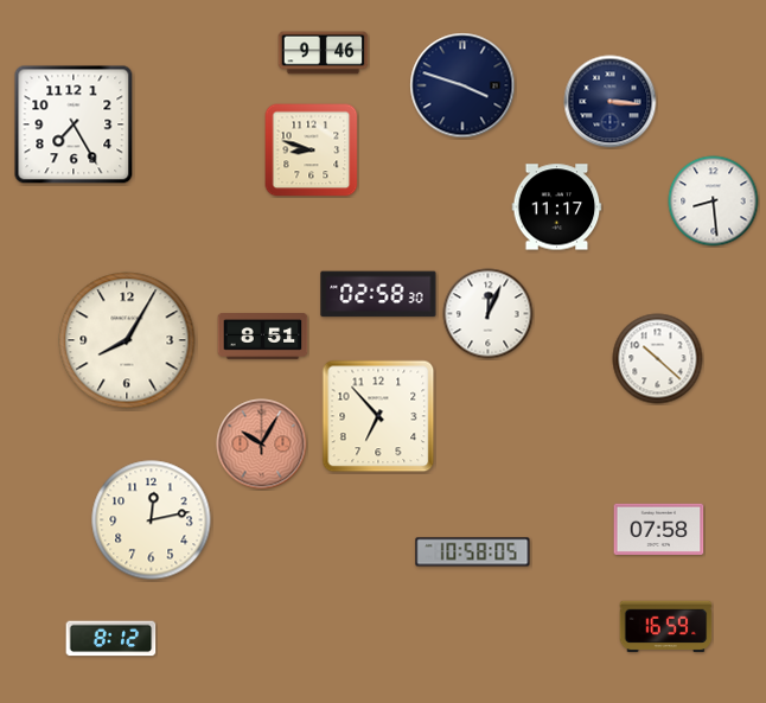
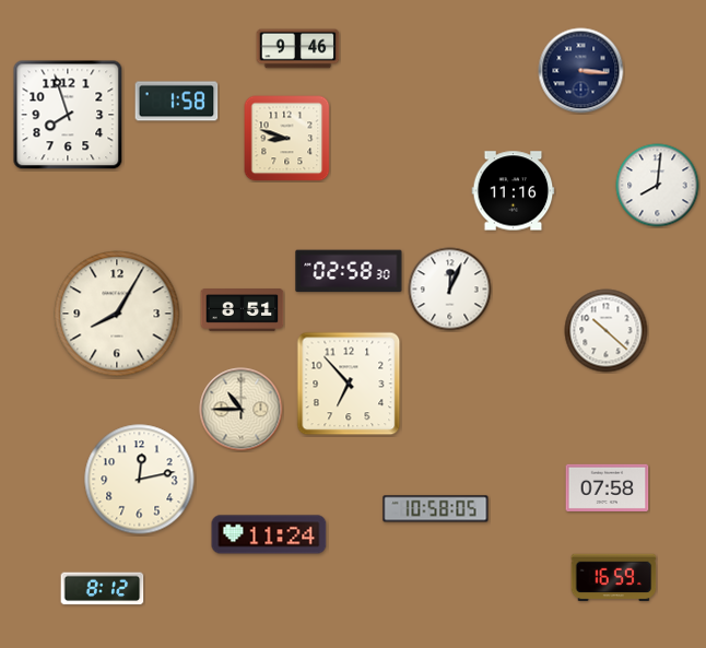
clock at (462, 85): 3:48 -> none
clock at (611, 102) position: (611, 102) -> (581, 71)
clock at (177, 102): none -> 1:58
clock at (74, 124): 7:25 -> 7:57
clock at (714, 202): 8:29 -> 8:01
clock at (557, 207): 11:17 -> 11:16
clock at (262, 445): 10:05 -> 10:45
clock at (262, 445) dial: salmon -> cream
clock at (269, 534): none -> 11:24
